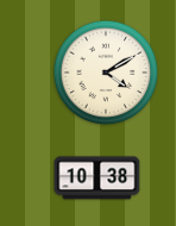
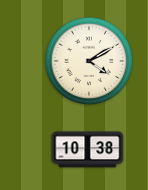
clock at (98, 178) position: (98, 178) -> (88, 150)
